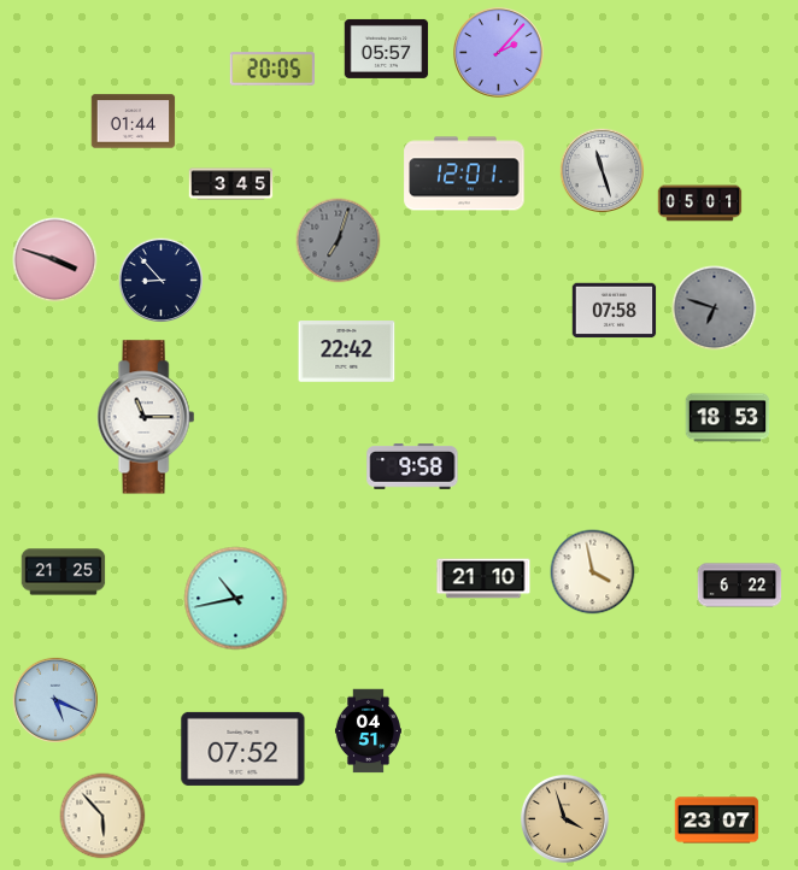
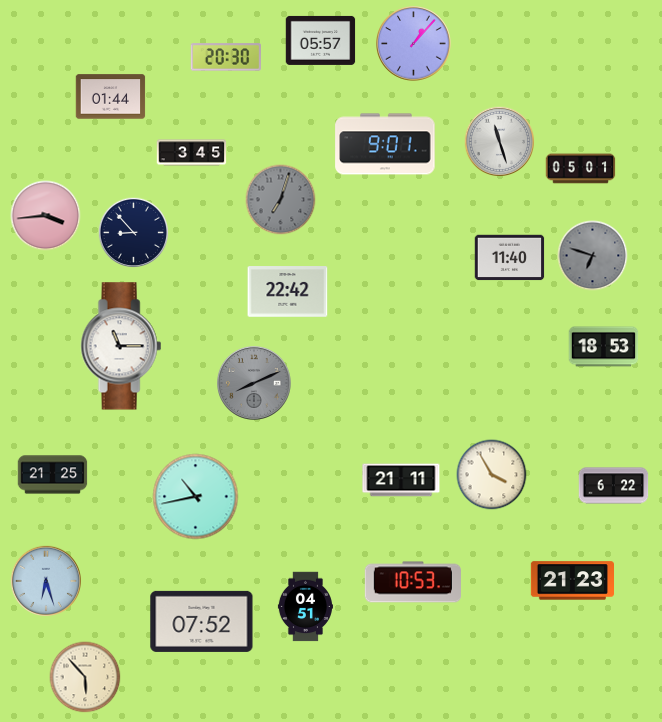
clock at (499, 53): 2:07 -> 1:07
clock at (272, 69): 20:05 -> 20:30
clock at (134, 122) position: (134, 122) -> (111, 97)
clock at (464, 174): 12:01 -> 9:01
clock at (55, 260): 3:48 -> 3:44
clock at (615, 311): 07:58 -> 11:40
clock at (255, 384): none -> 8:11
clock at (412, 466): 9:58 -> none
clock at (593, 572): 3:58 -> 3:55
clock at (483, 578): 21:10 -> 21:11
clock at (55, 700): 5:19 -> 6:27
clock at (572, 581): none -> 21:23
clock at (413, 582): none -> 10:53
clock at (564, 818): 3:57 -> none
clock at (717, 821): 23:07 -> none
